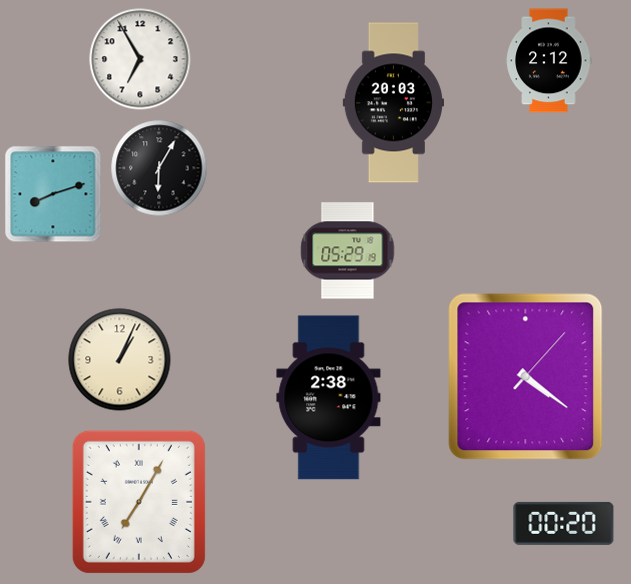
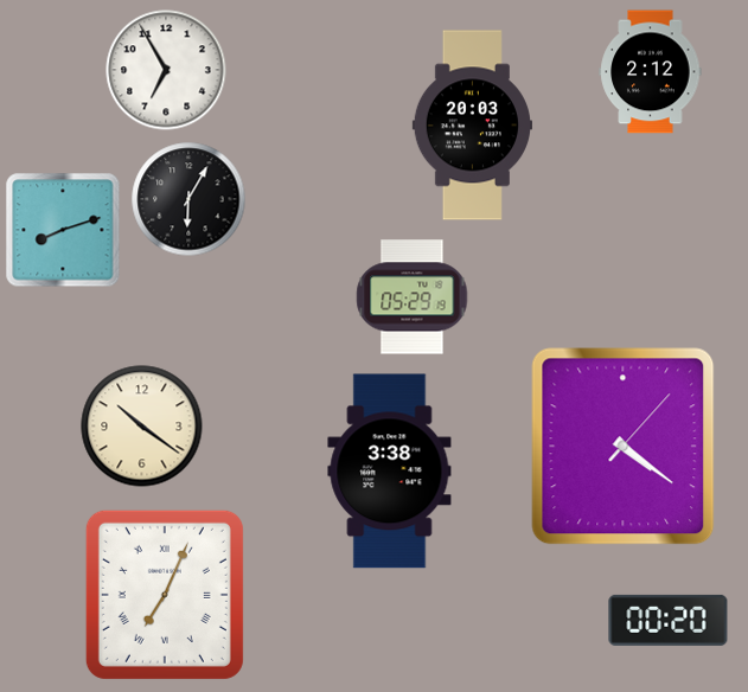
clock at (393, 103) position: (393, 103) -> (472, 126)
clock at (120, 360): 1:04 -> 10:21
clock at (329, 398): 2:38 -> 3:38
clock at (139, 502): 7:05 -> 7:04
